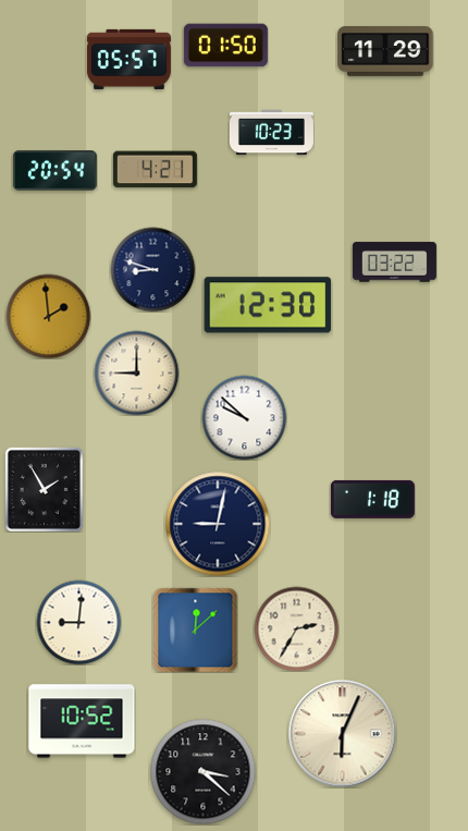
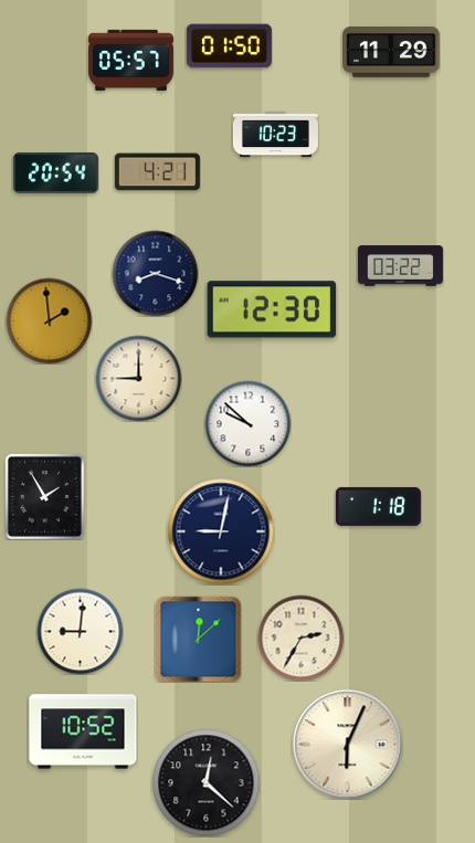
clock at (152, 269): 8:48 -> 8:18
clock at (202, 771): 3:22 -> 12:22
